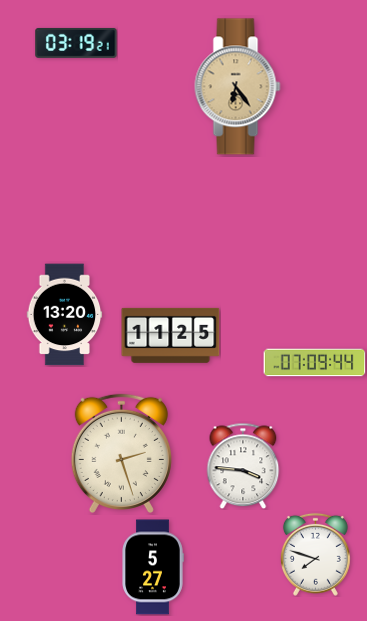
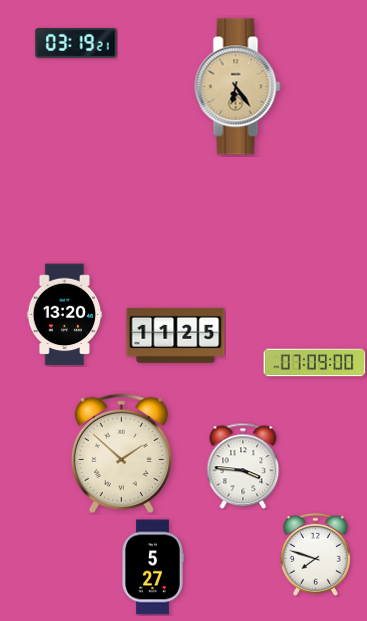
clock at (171, 335) position: (171, 335) -> (176, 335)
clock at (315, 363): 07:09:44 -> 07:09:00
clock at (121, 453): 2:27 -> 1:52
